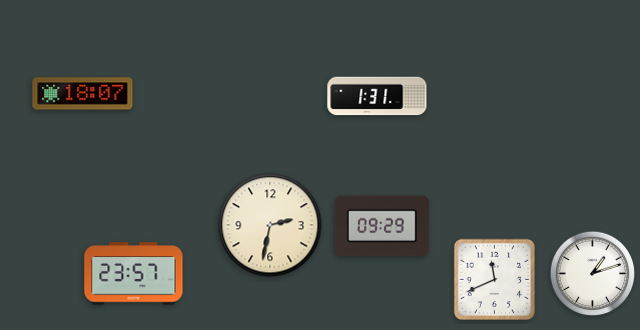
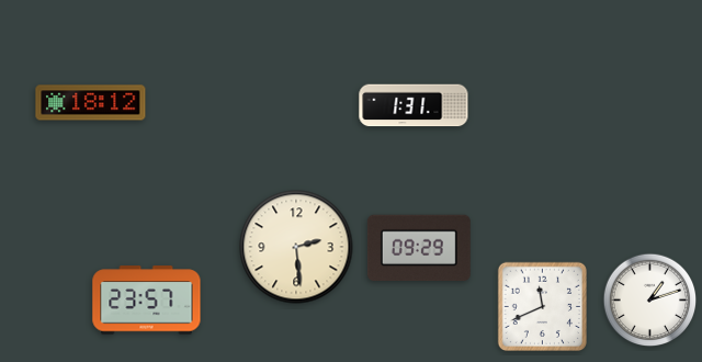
clock at (83, 94): 18:07 -> 18:12
clock at (270, 225): 2:32 -> 2:29
